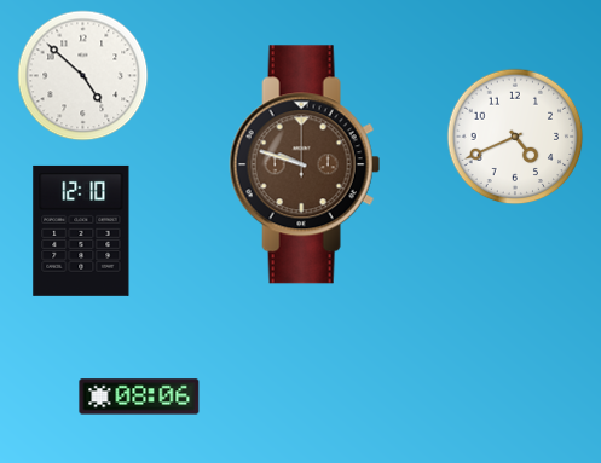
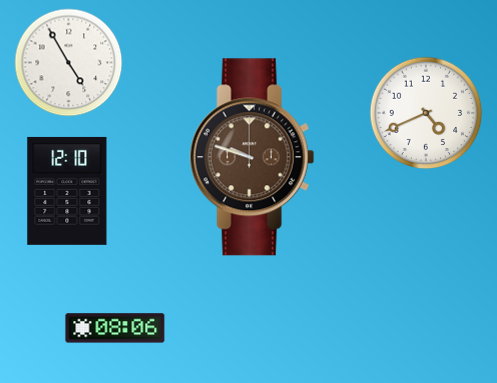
clock at (83, 76): 4:52 -> 4:55
clock at (305, 164) position: (305, 164) -> (252, 157)
